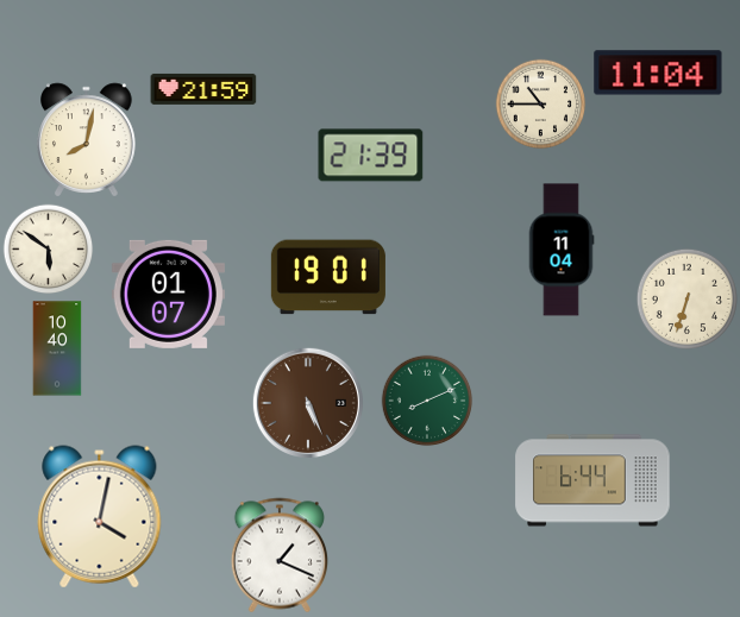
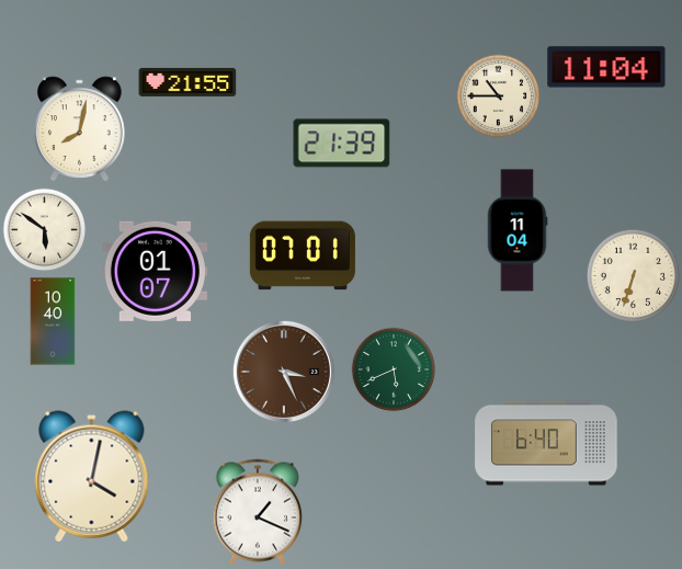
clock at (203, 89): 21:59 -> 21:55
clock at (328, 277): 19:01 -> 07:01
clock at (427, 401): 8:11 -> 5:41
clock at (308, 403): 5:26 -> 3:26
clock at (592, 480): 6:44 -> 6:40
